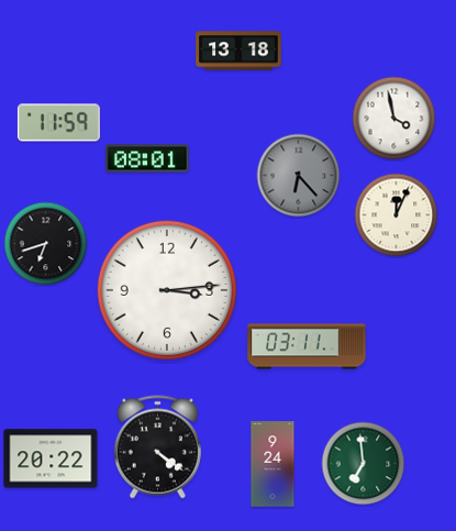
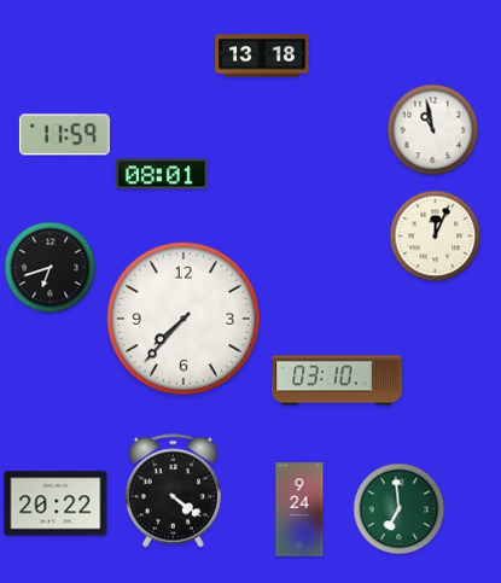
clock at (394, 119): 3:58 -> 10:58
clock at (299, 176): 6:23 -> none
clock at (167, 290): 3:14 -> 7:37
clock at (307, 346): 03:11 -> 03:10
